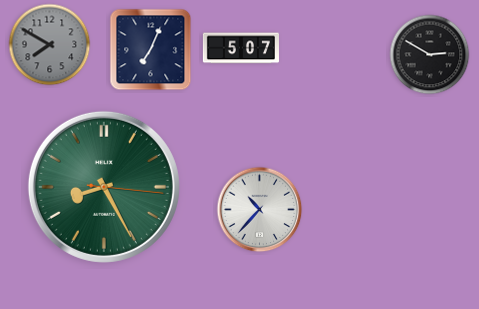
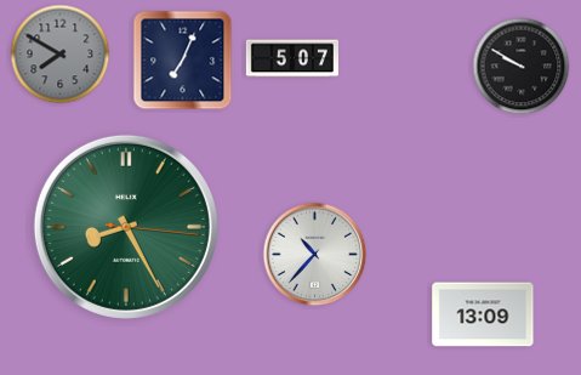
clock at (430, 55): 2:50 -> 9:50
clock at (483, 314): none -> 13:09
